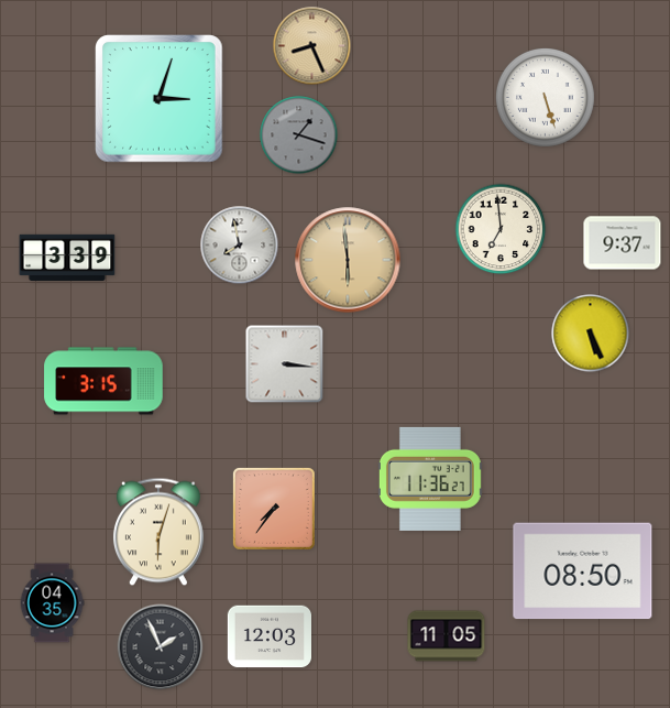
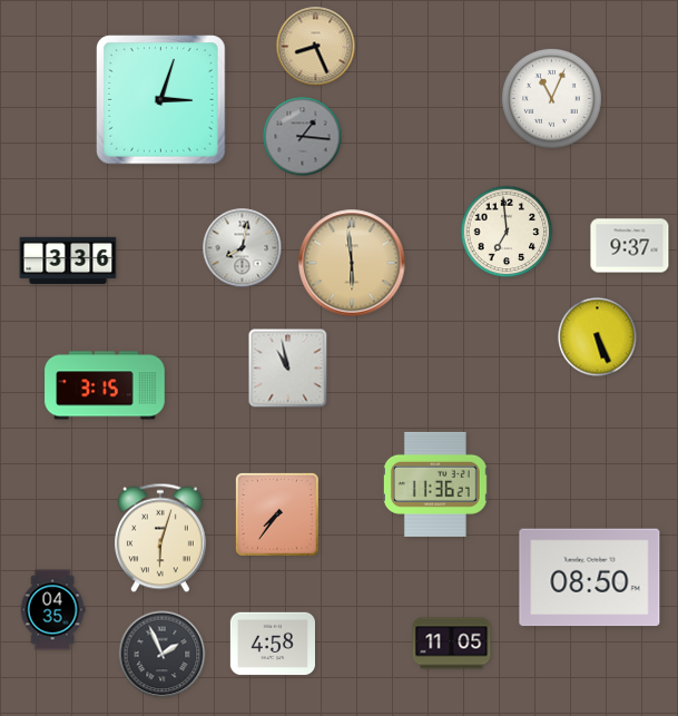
clock at (546, 98): 5:27 -> 11:04
clock at (299, 135): 1:18 -> 1:16
clock at (240, 246): 7:58 -> 8:02
clock at (67, 258): 3:39 -> 3:36
clock at (285, 364): 3:16 -> 10:58
clock at (268, 636): 12:03 -> 4:58
